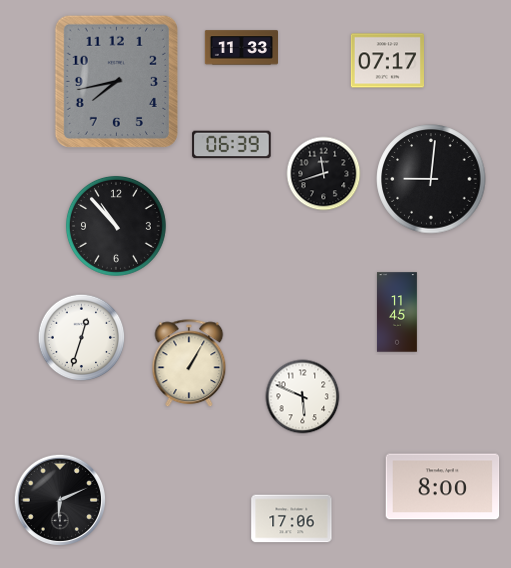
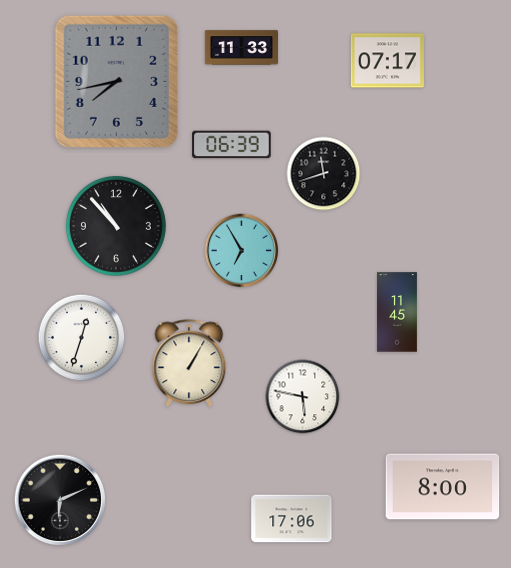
clock at (431, 179): 9:01 -> none
clock at (242, 251): none -> 6:55
clock at (303, 397): 5:49 -> 5:47
